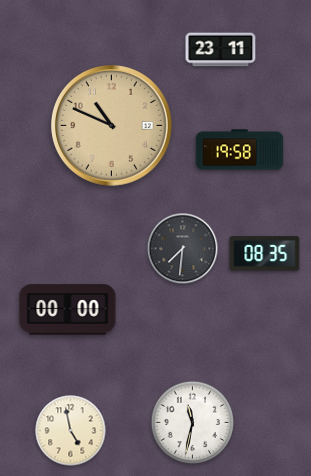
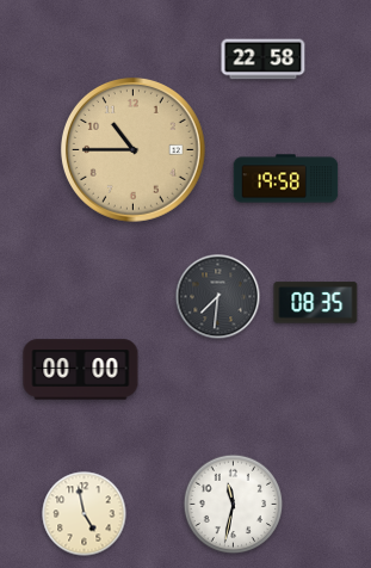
clock at (221, 50): 23:11 -> 22:58
clock at (111, 125): 10:49 -> 10:45
clock at (193, 423) position: (193, 423) -> (234, 505)
